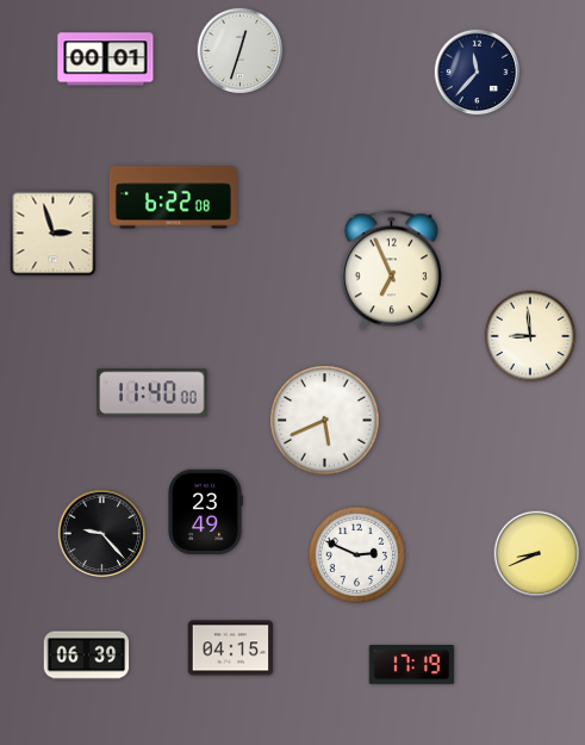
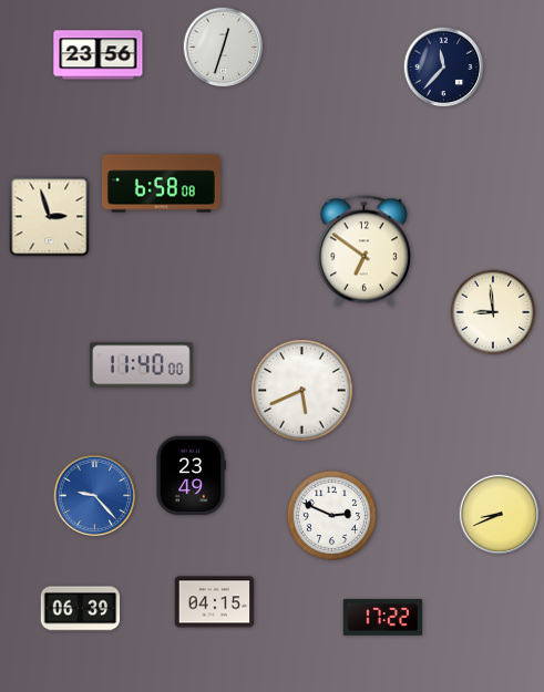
clock at (106, 60): 00:01 -> 23:56
clock at (173, 198): 6:22 -> 6:58
clock at (391, 271): 6:56 -> 6:51
clock at (102, 534) dial: black -> blue
clock at (412, 665): 17:19 -> 17:22
